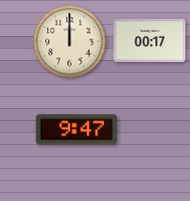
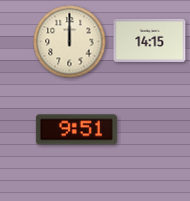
clock at (150, 40): 00:17 -> 14:15
clock at (76, 130): 9:47 -> 9:51
